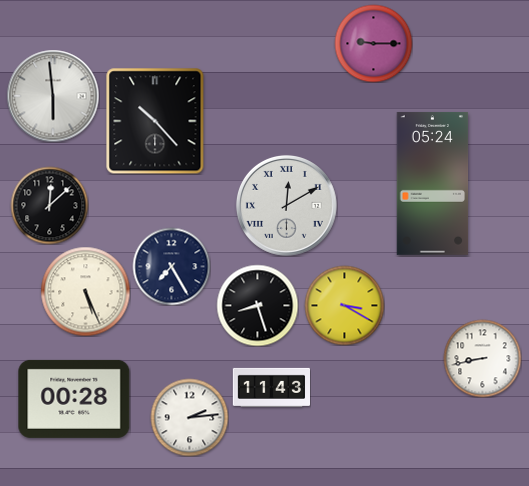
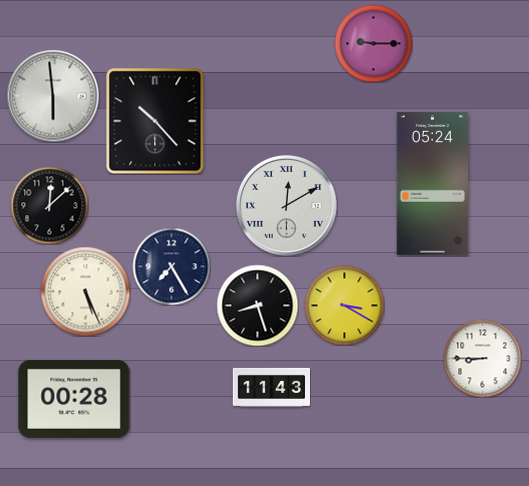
clock at (482, 358): 8:43 -> 8:45
clock at (189, 417): 2:14 -> none
